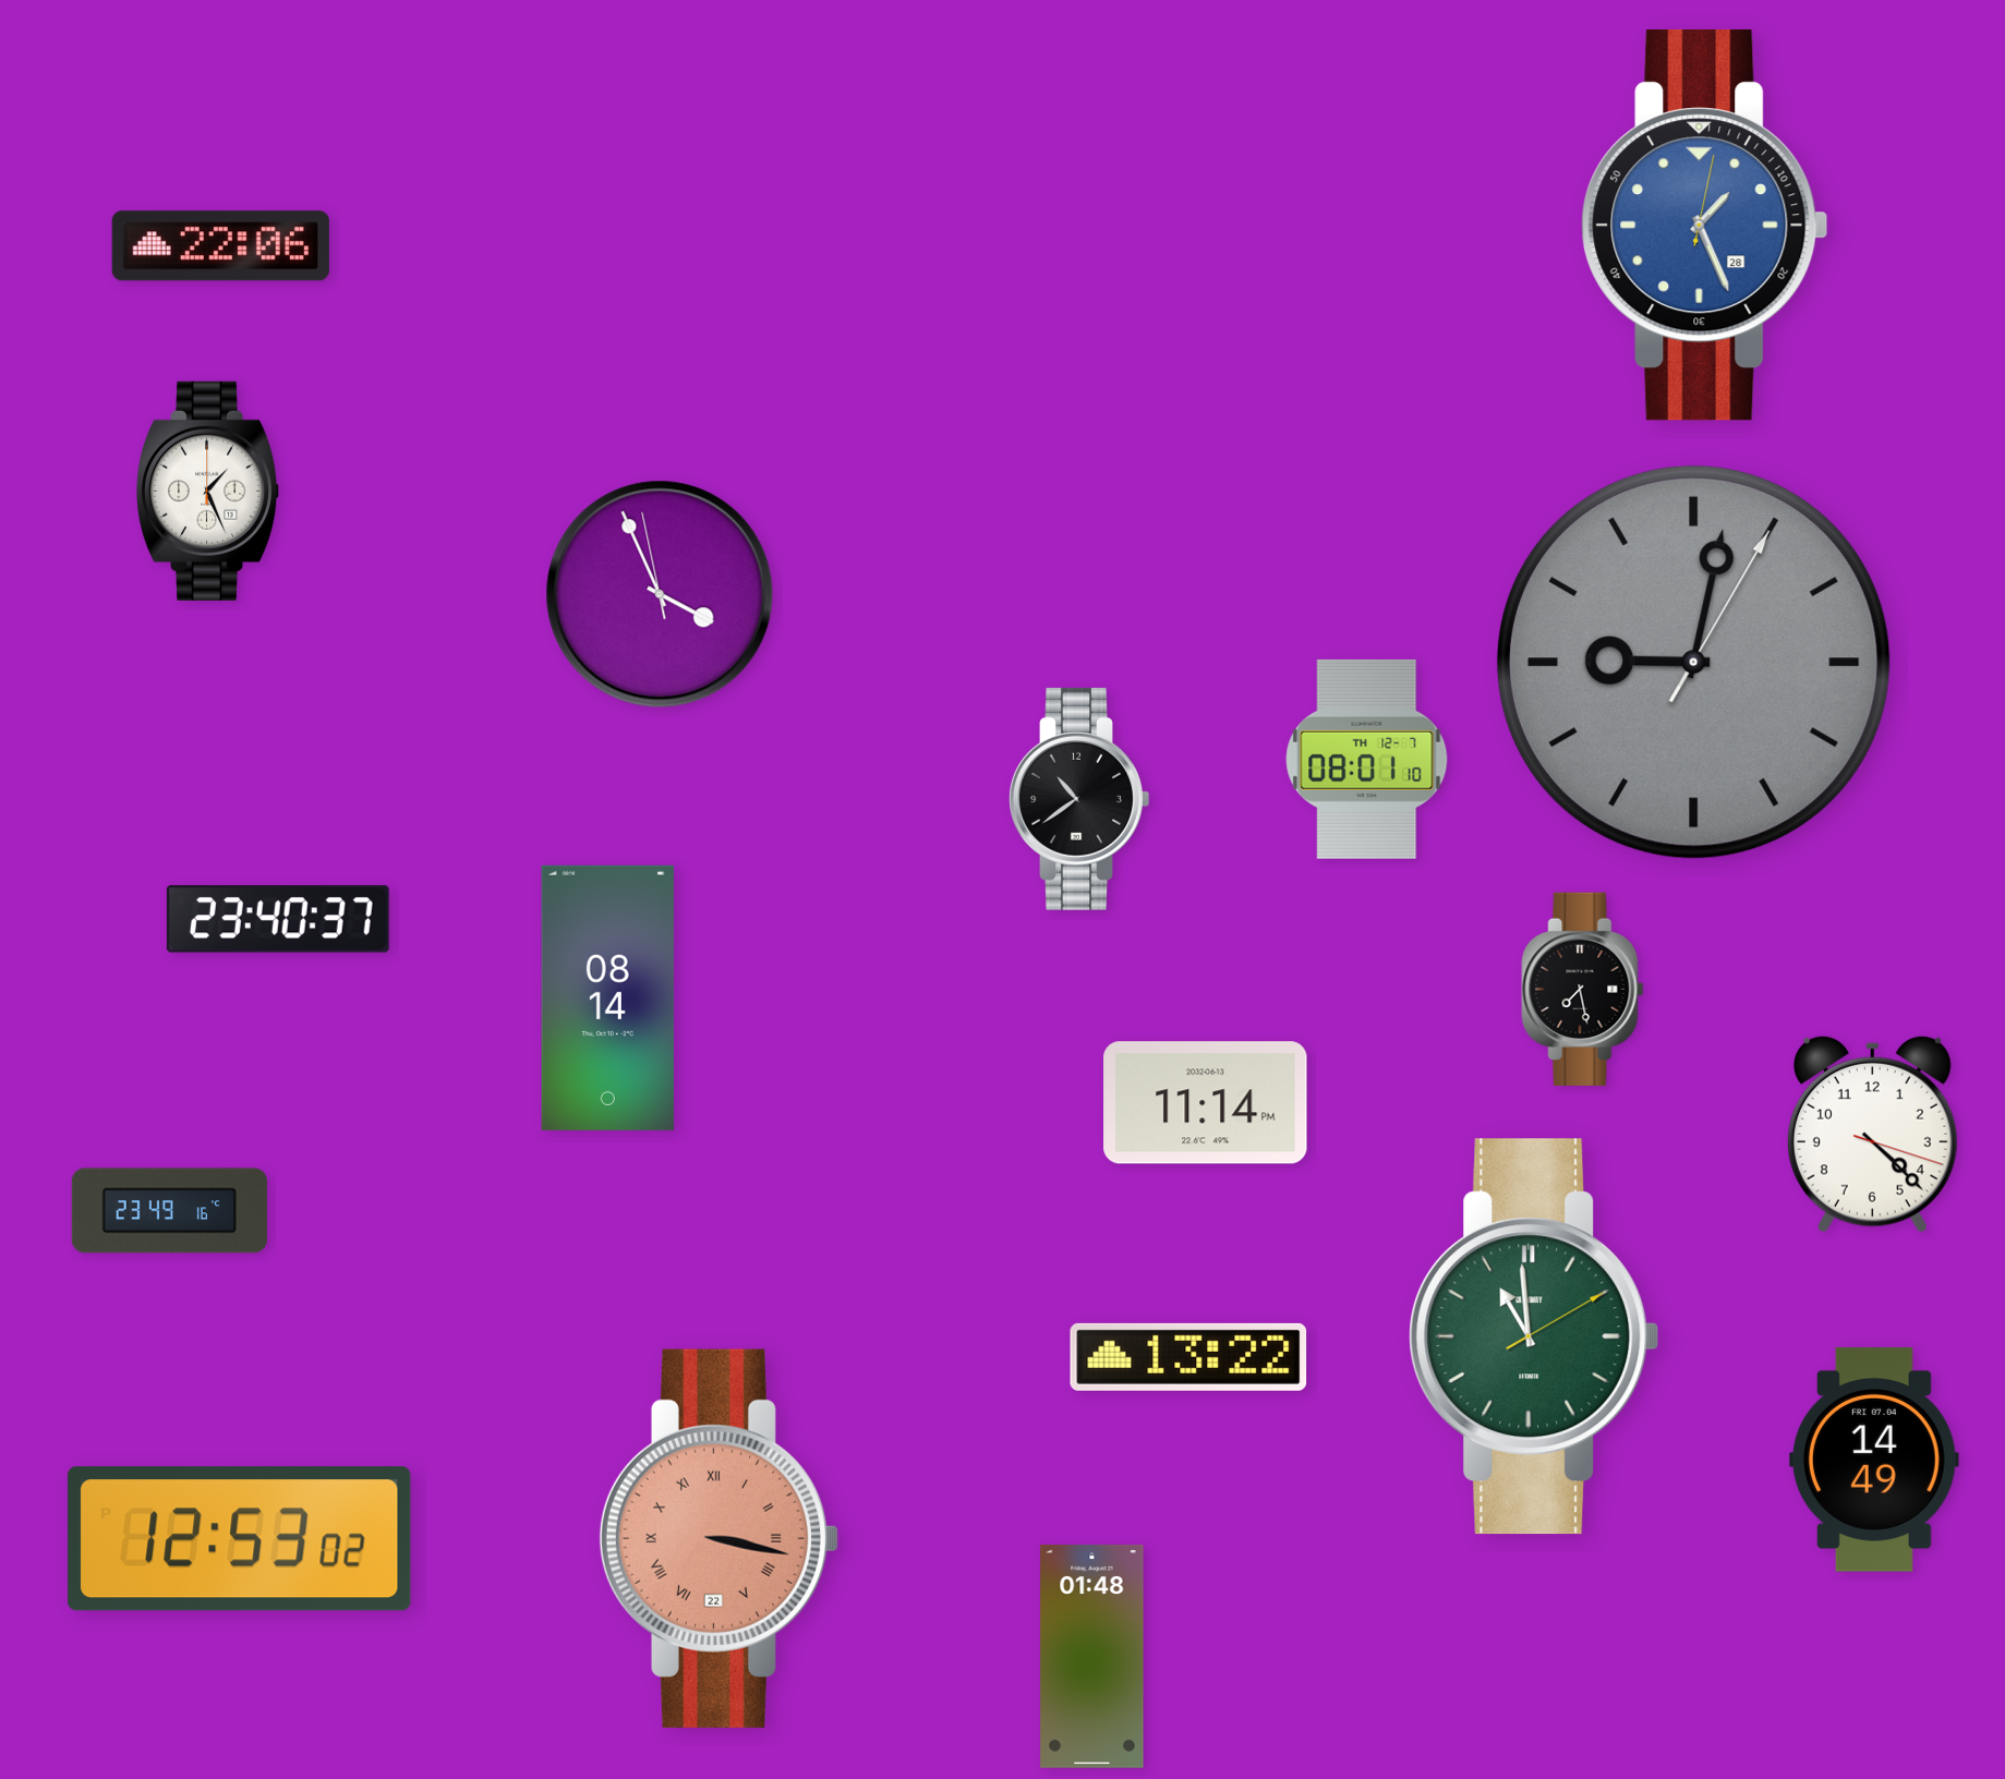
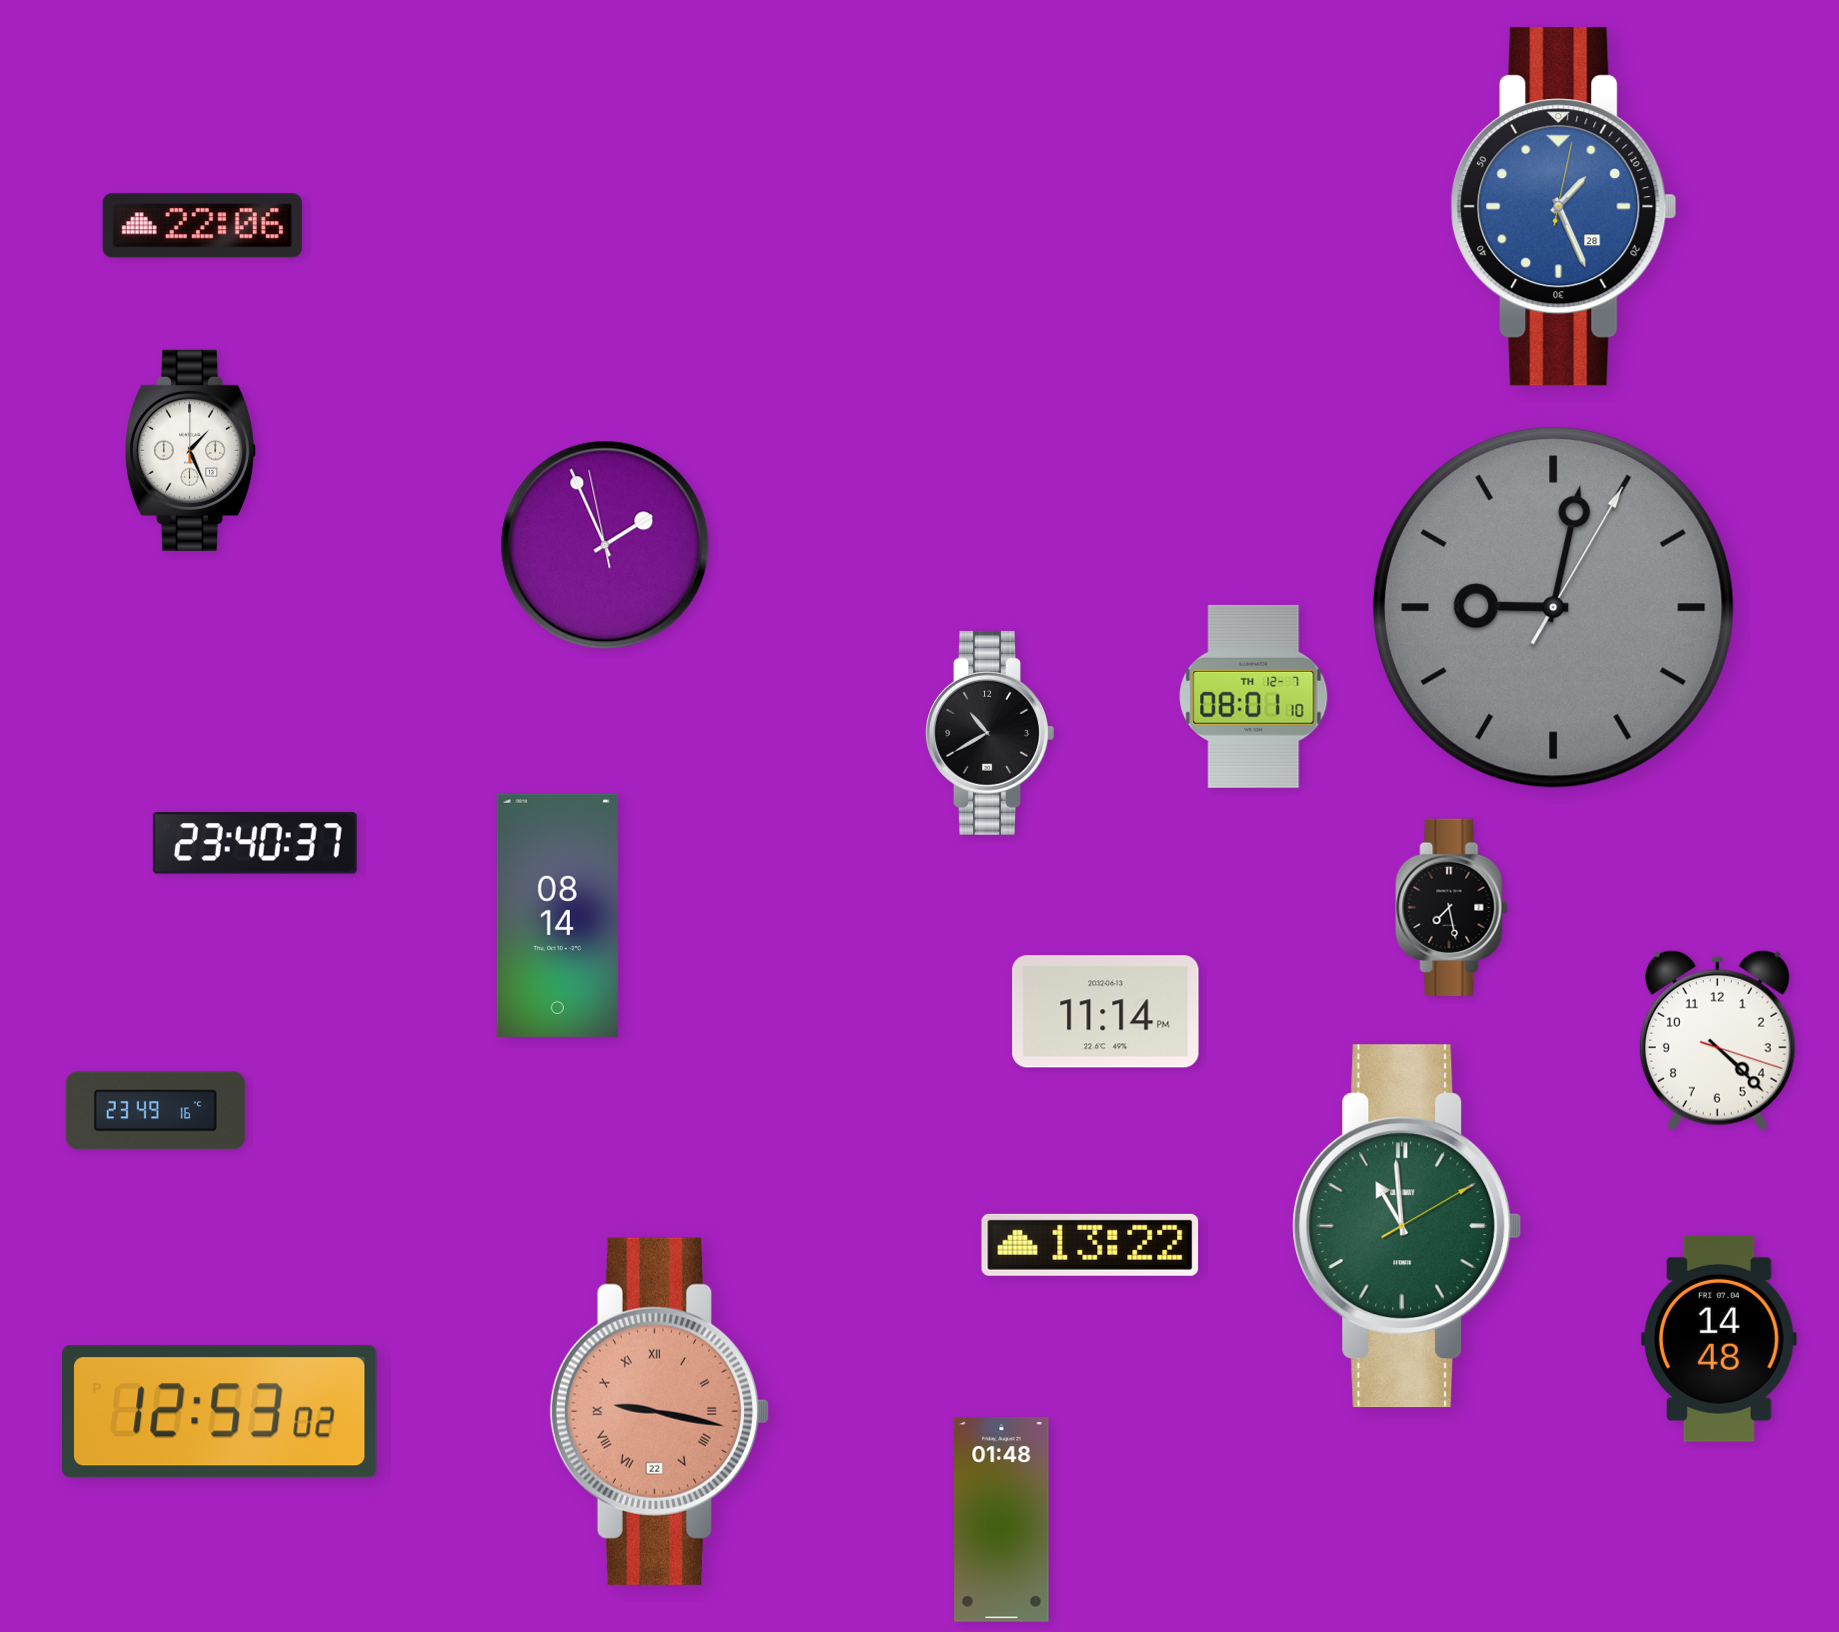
clock at (660, 594): 3:55 -> 1:55
clock at (1079, 799): 10:39 -> 10:40
clock at (1874, 1460): 14:49 -> 14:48
clock at (718, 1538): 3:17 -> 9:17
